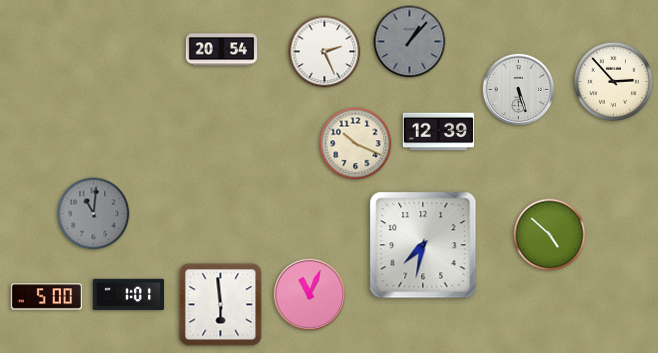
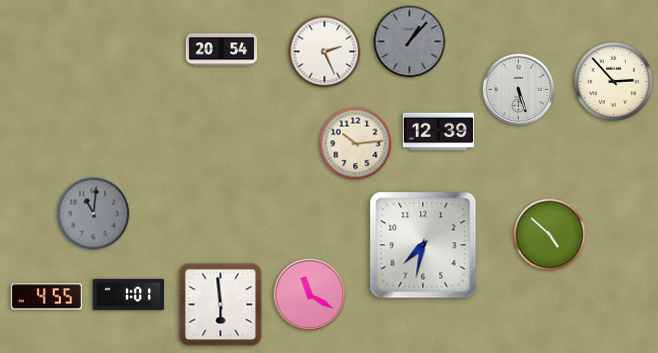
clock at (356, 144): 10:19 -> 10:14
clock at (310, 295): 11:04 -> 11:20
clock at (46, 297): 5:00 -> 4:55
